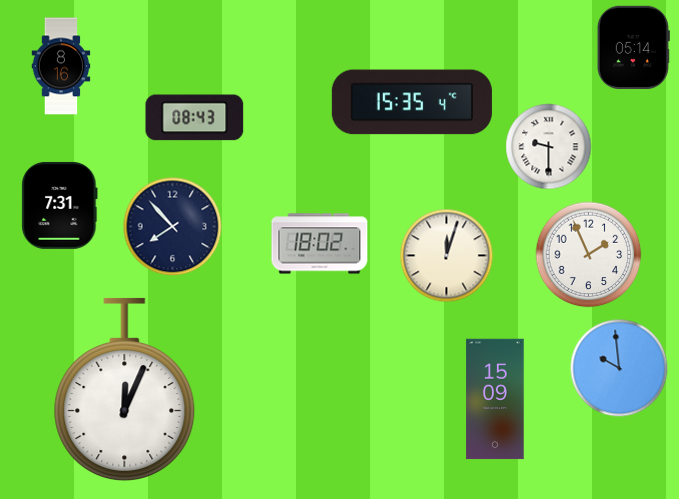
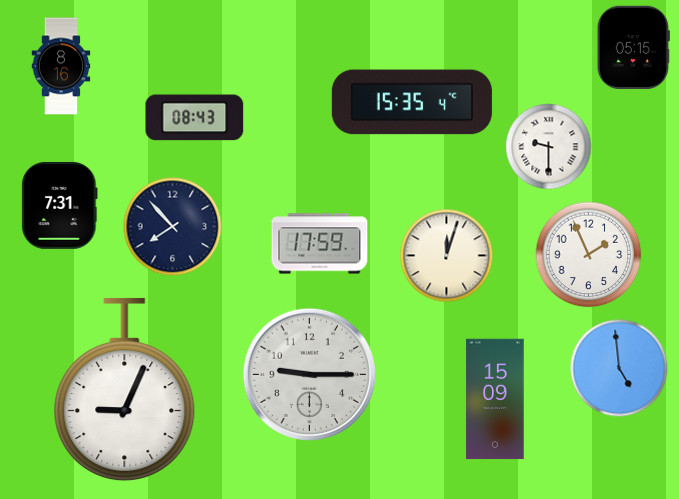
clock at (633, 47): 05:14 -> 05:15
clock at (320, 244): 18:02 -> 17:59
clock at (619, 368): 9:59 -> 4:59
clock at (309, 374): none -> 9:15
clock at (125, 390): 12:04 -> 9:04
